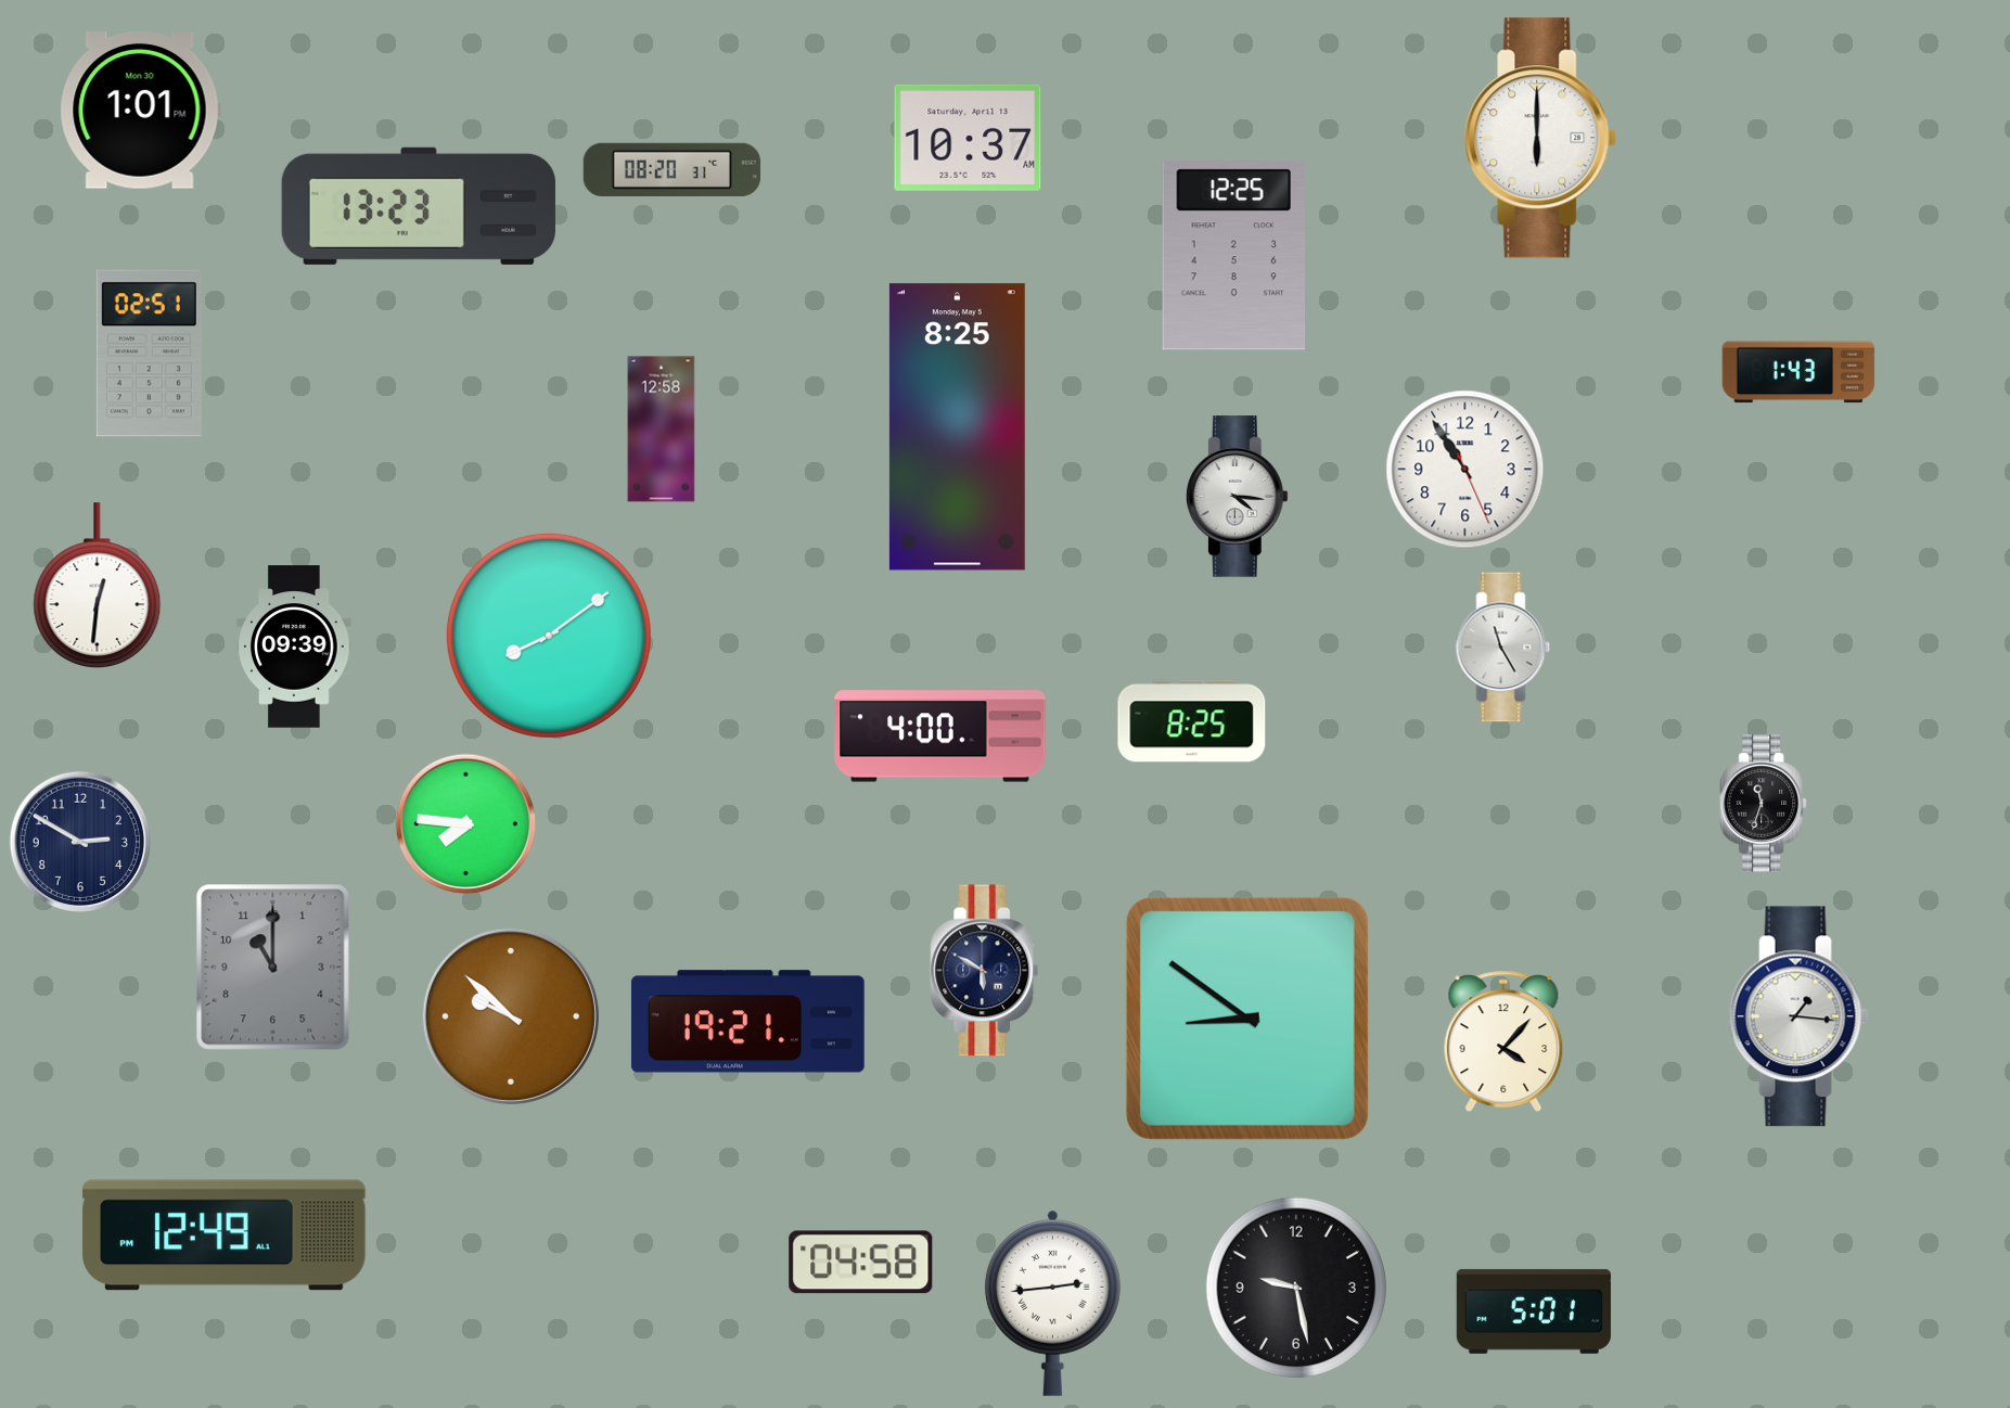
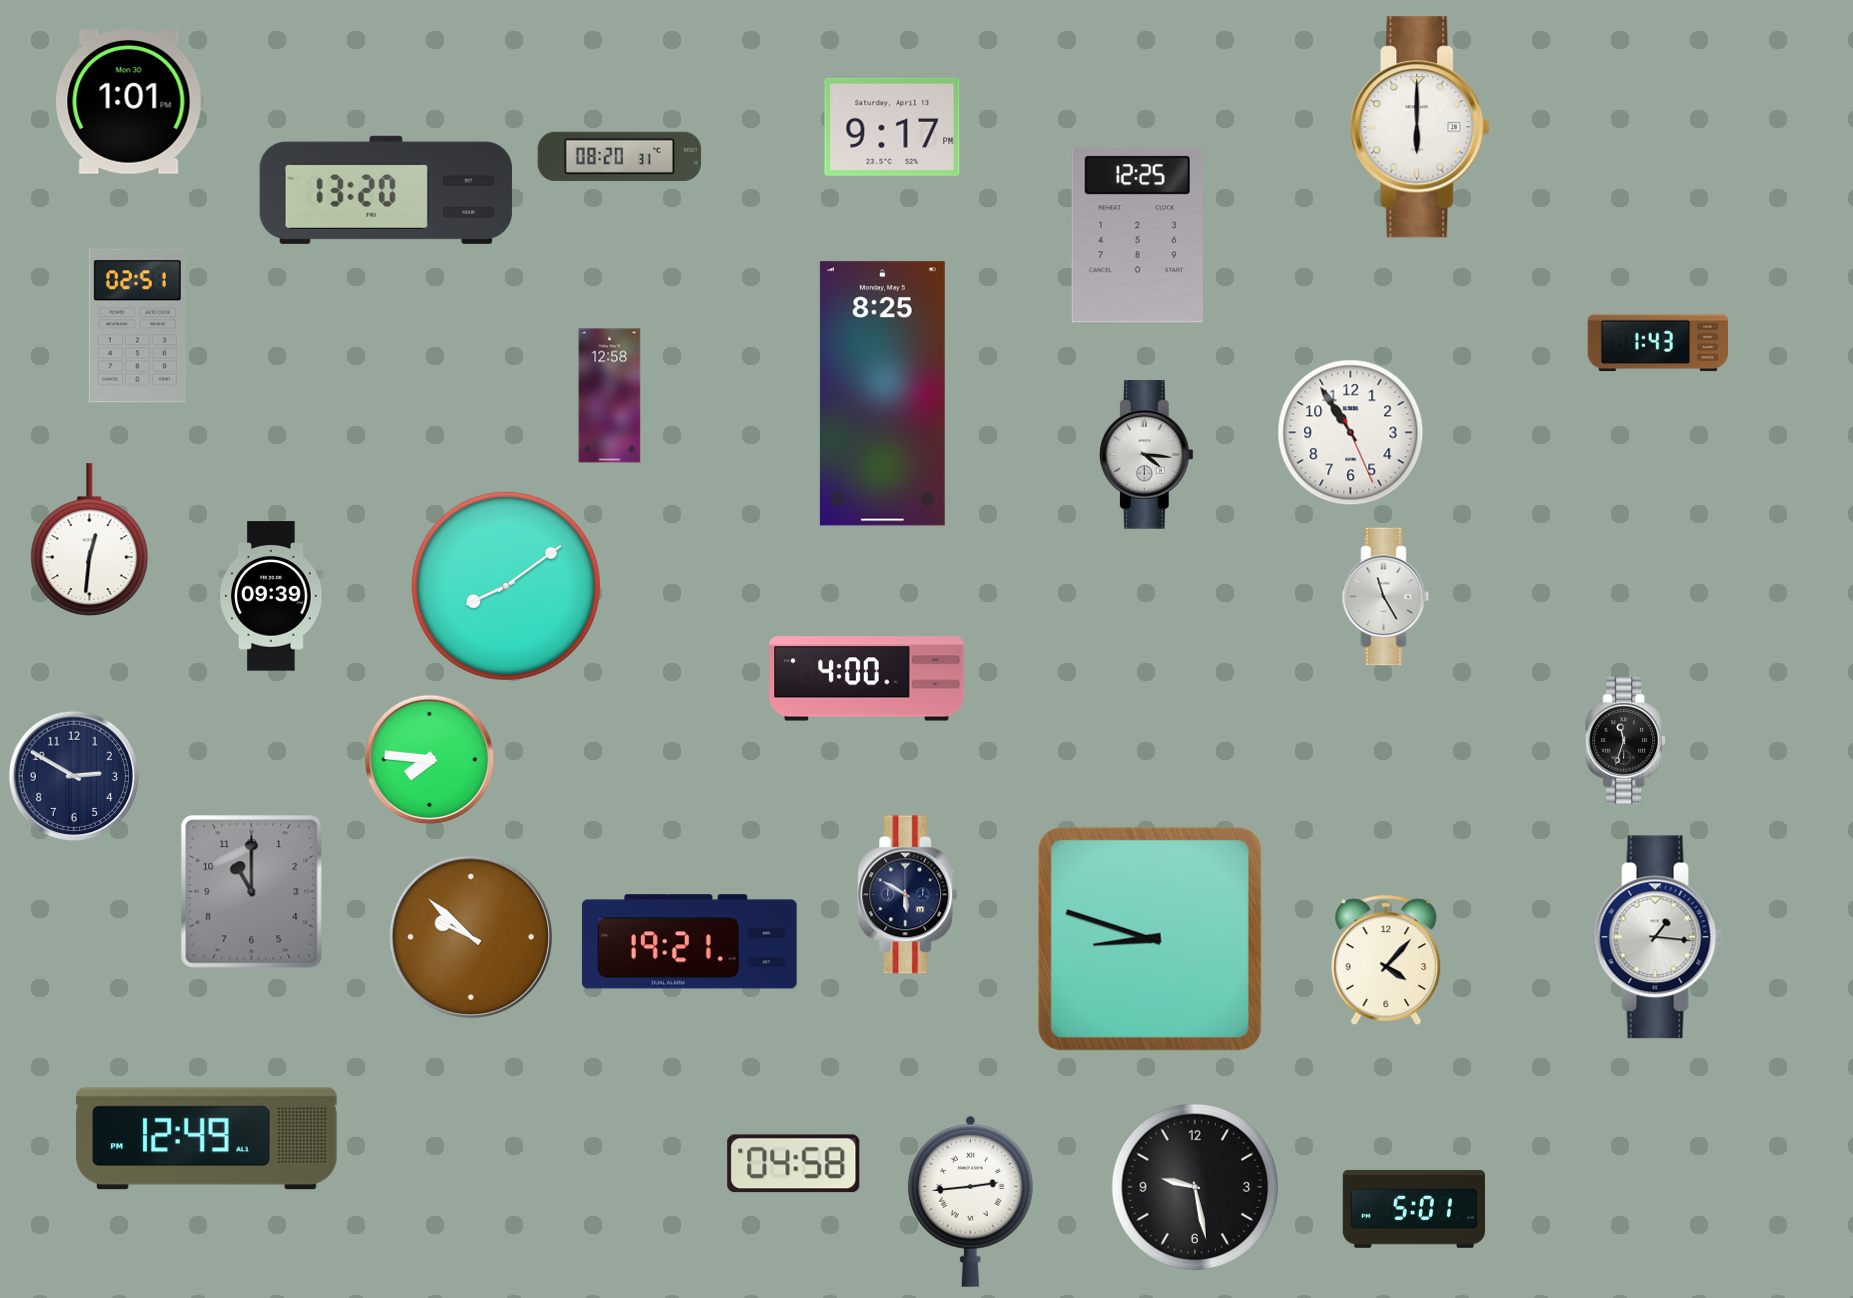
clock at (968, 138): 10:37 -> 9:17
clock at (419, 206): 13:23 -> 13:20
clock at (1237, 497) position: (1237, 497) -> (1146, 455)
clock at (1192, 721): 8:25 -> none
clock at (1247, 1019): 8:51 -> 8:48
